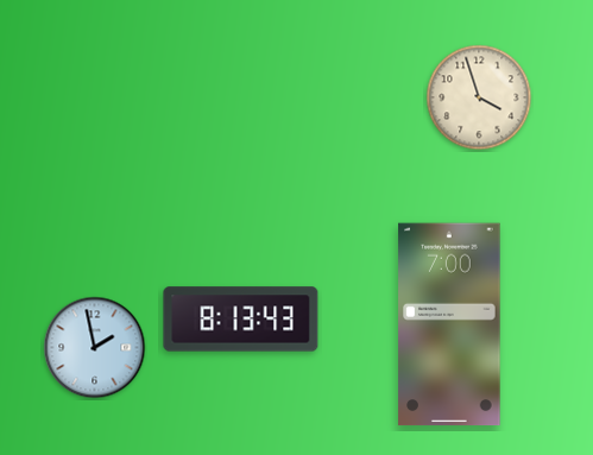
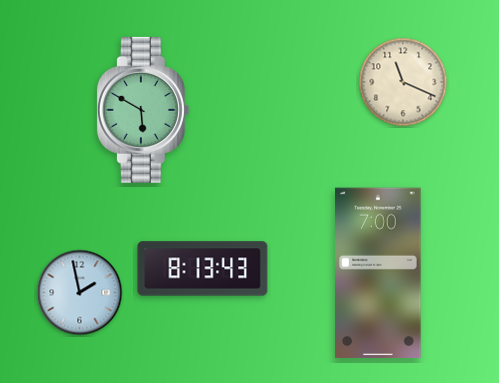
clock at (479, 97): 3:57 -> 11:19
clock at (143, 110): none -> 5:50
